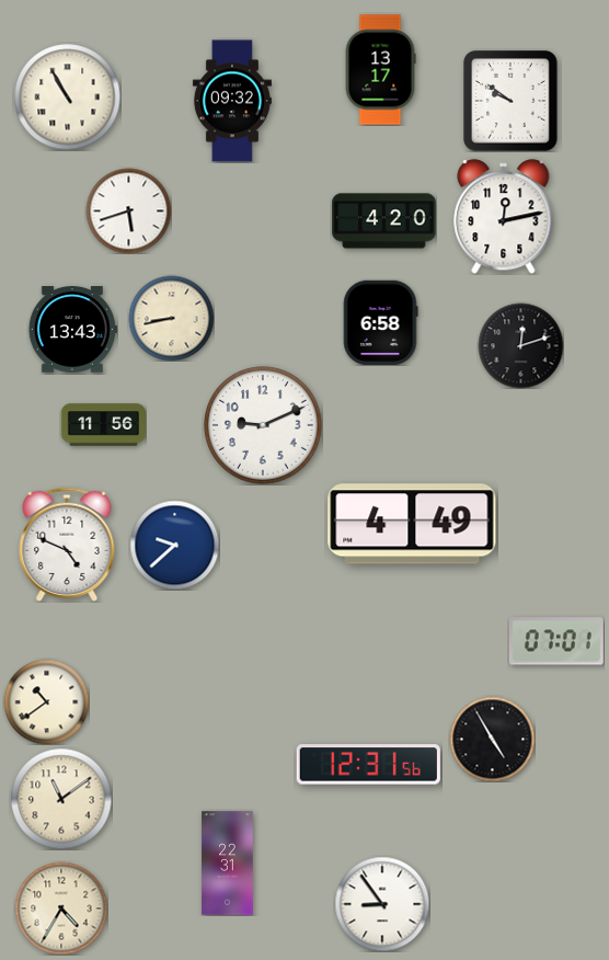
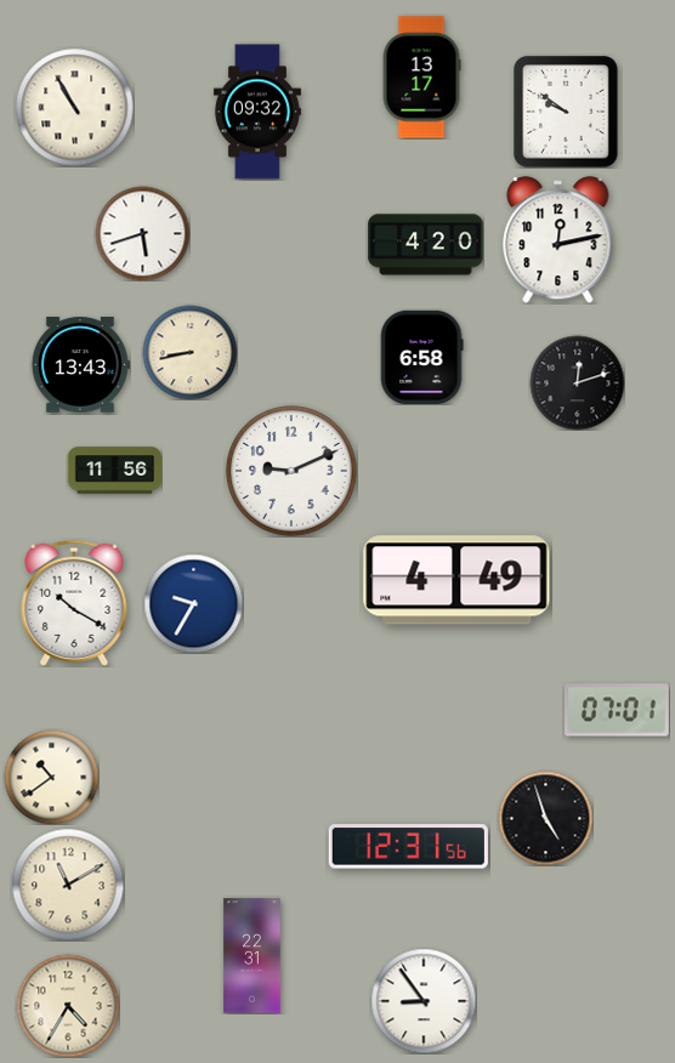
clock at (67, 545): 4:49 -> 10:20
clock at (174, 545): 9:38 -> 9:35
clock at (492, 739): 4:55 -> 4:57
clock at (61, 799): 11:09 -> 11:10
